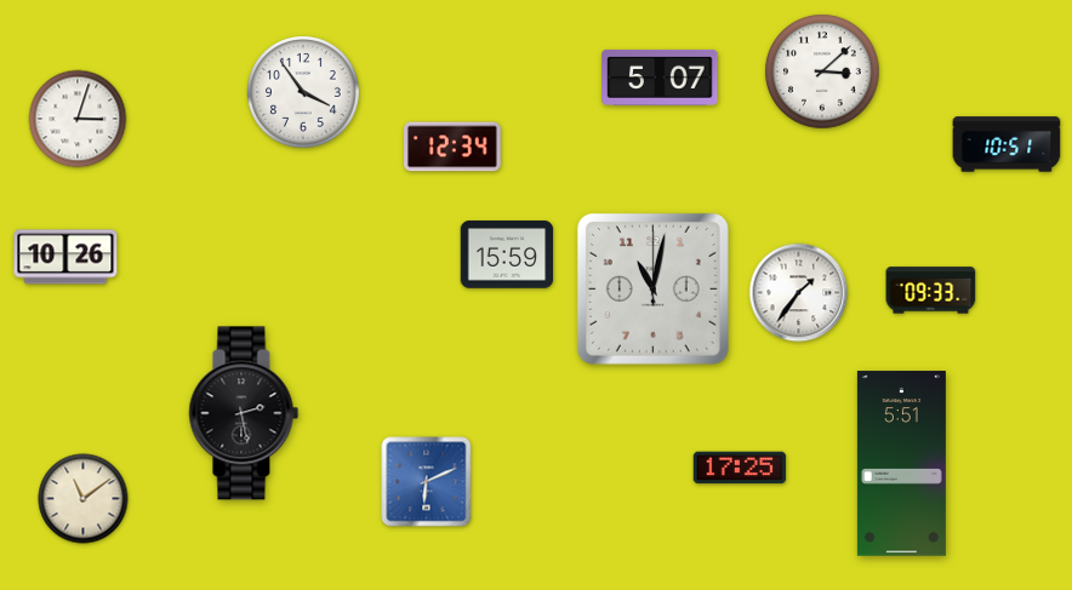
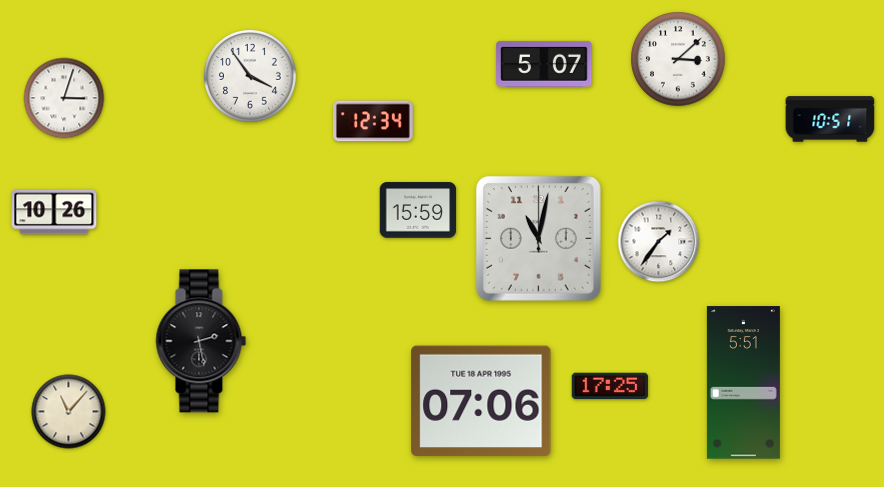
clock at (931, 291): 09:33 -> none
clock at (427, 482): 6:11 -> none
clock at (481, 401): none -> 07:06
clock at (84, 499): 11:09 -> 11:07
